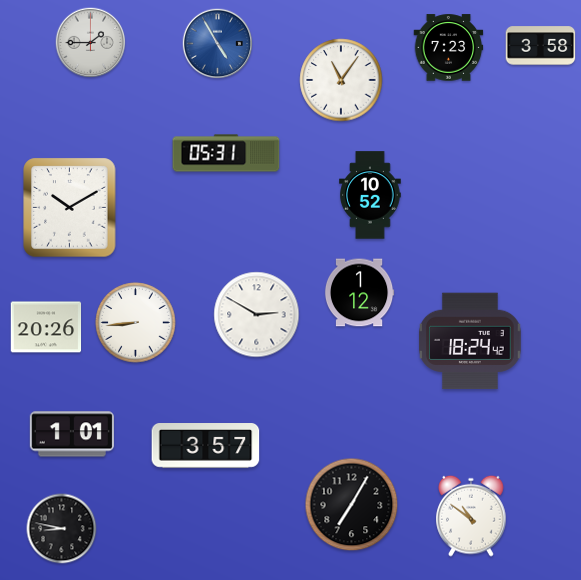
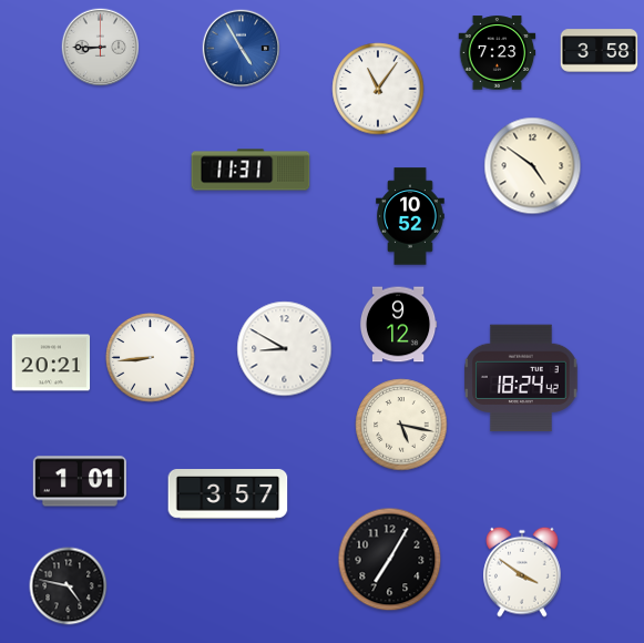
clock at (91, 43): 1:45 -> 8:45
clock at (533, 166): none -> 4:51
clock at (226, 153): 05:31 -> 11:31
clock at (70, 208): 10:10 -> none
clock at (359, 293): 1:12 -> 9:12
clock at (257, 315): 2:50 -> 8:50
clock at (46, 327): 20:26 -> 20:21
clock at (401, 425): none -> 5:17
clock at (471, 516): 10:51 -> 3:51
clock at (62, 529): 8:47 -> 4:47
